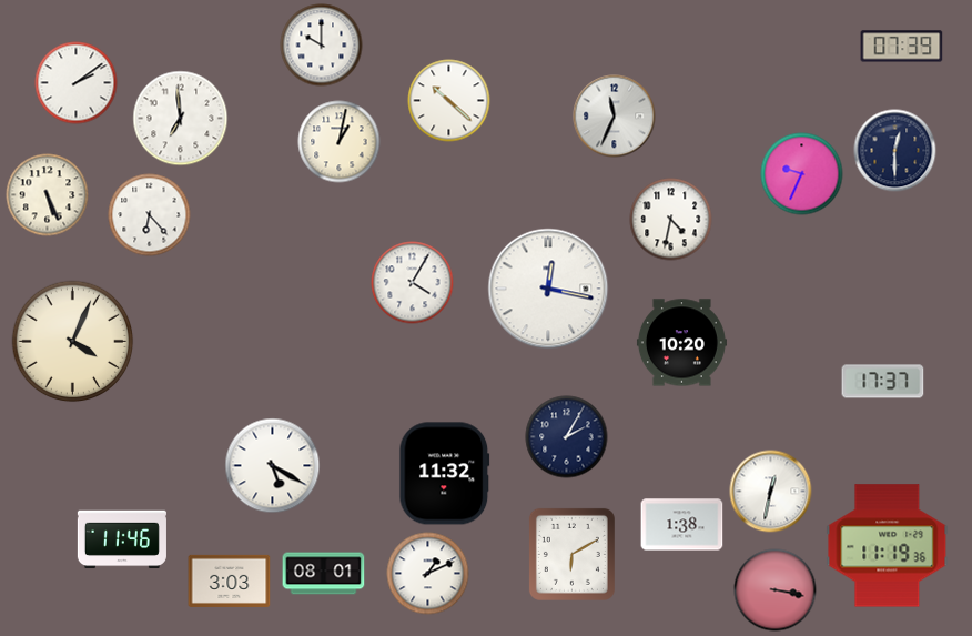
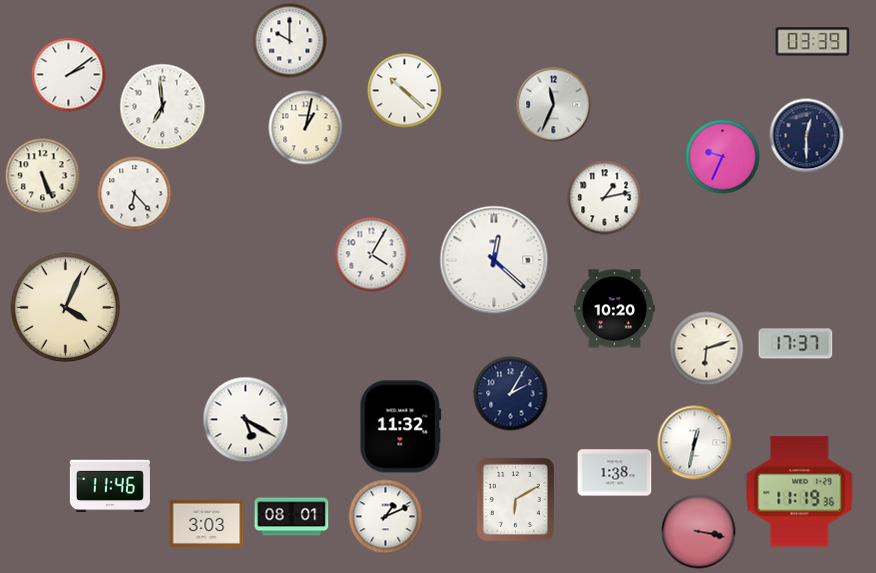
clock at (902, 47): 07:39 -> 03:39
clock at (671, 220): 4:32 -> 1:13
clock at (548, 289): 12:17 -> 12:22
clock at (707, 349): none -> 6:12
